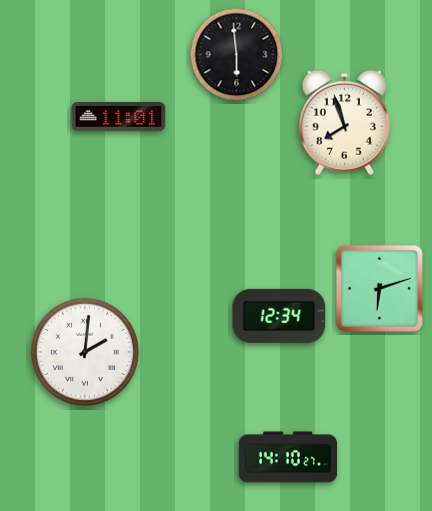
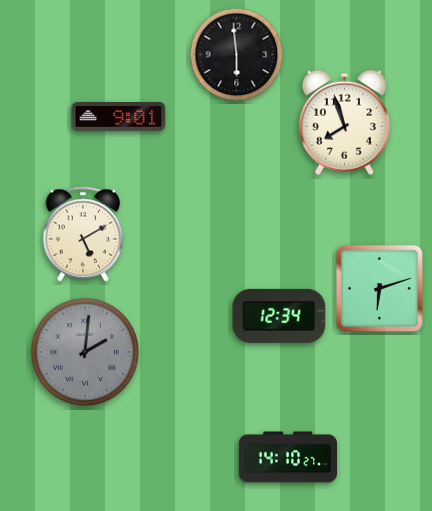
clock at (119, 117): 11:01 -> 9:01
clock at (83, 234): none -> 5:10
clock at (85, 352) dial: white -> grey
